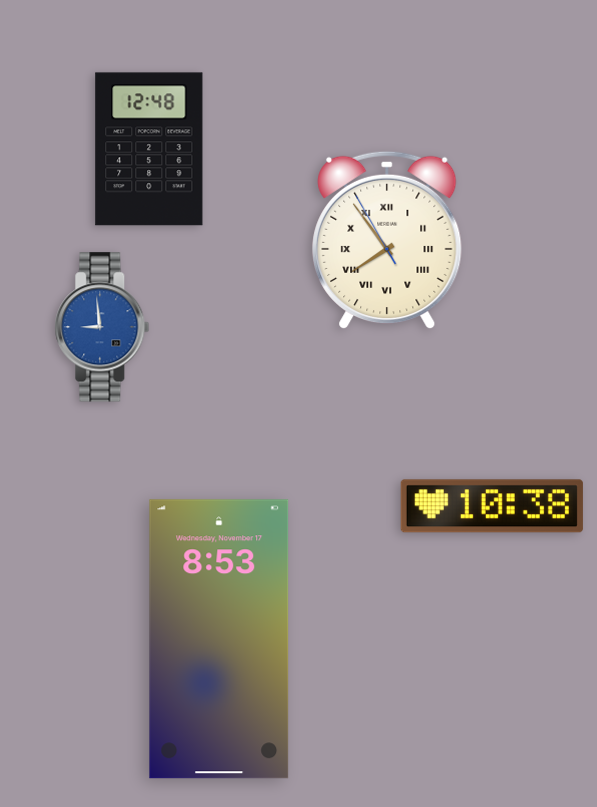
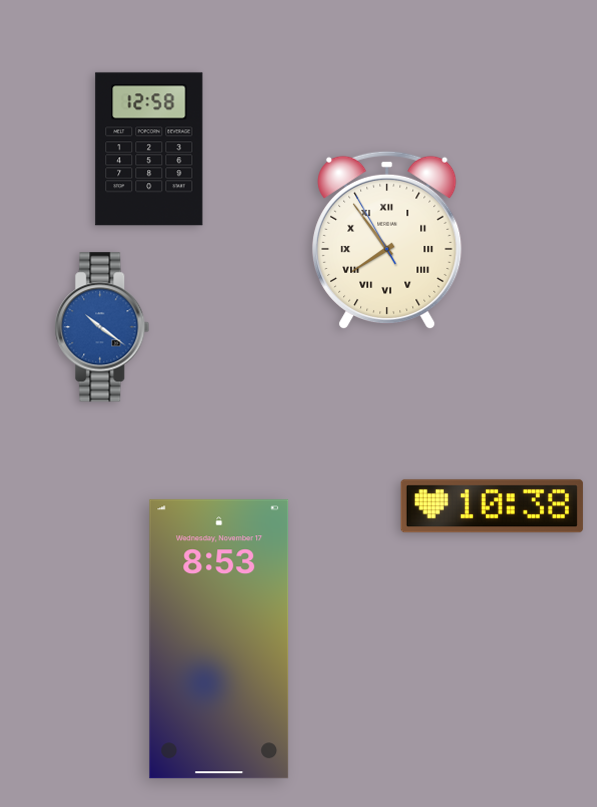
clock at (149, 149): 12:48 -> 12:58
clock at (102, 327): 8:59 -> 10:21
